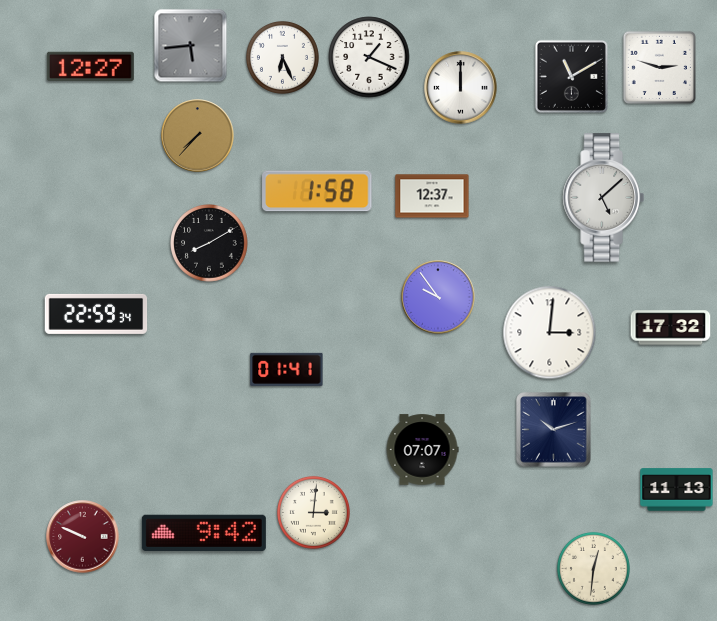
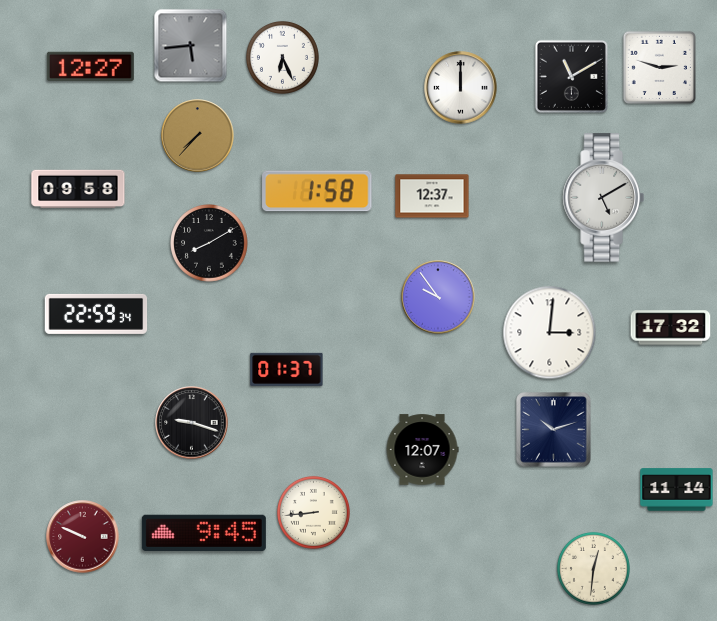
clock at (369, 57): 1:19 -> none
clock at (78, 189): none -> 09:58
clock at (603, 198): 5:08 -> 5:10
clock at (287, 369): 01:41 -> 01:37
clock at (192, 423): none -> 9:18
clock at (422, 450): 07:07 -> 12:07
clock at (677, 490): 11:13 -> 11:14
clock at (313, 512): 3:01 -> 8:44
clock at (204, 532): 9:42 -> 9:45
